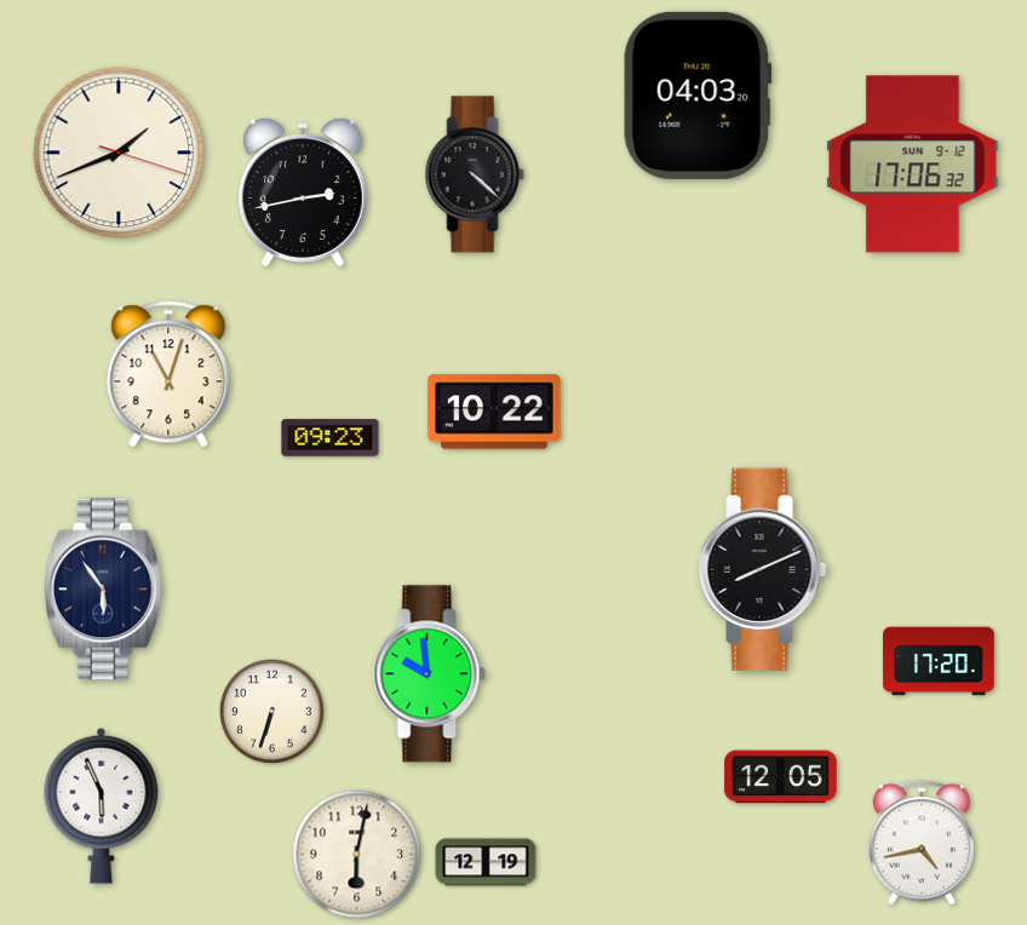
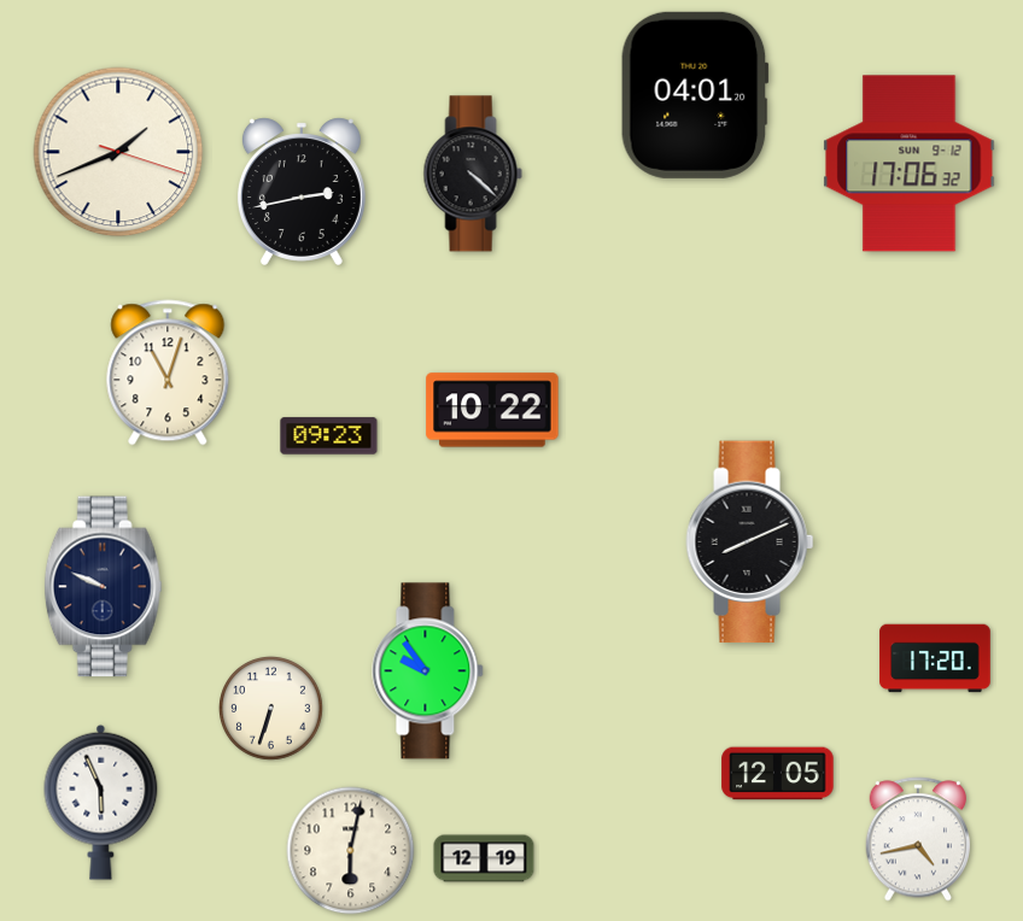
clock at (698, 96): 04:03 -> 04:01
clock at (763, 570) position: (763, 570) -> (750, 542)
clock at (103, 590): 5:54 -> 9:49
clock at (430, 674): 9:59 -> 9:54
clock at (357, 855) position: (357, 855) -> (351, 851)
